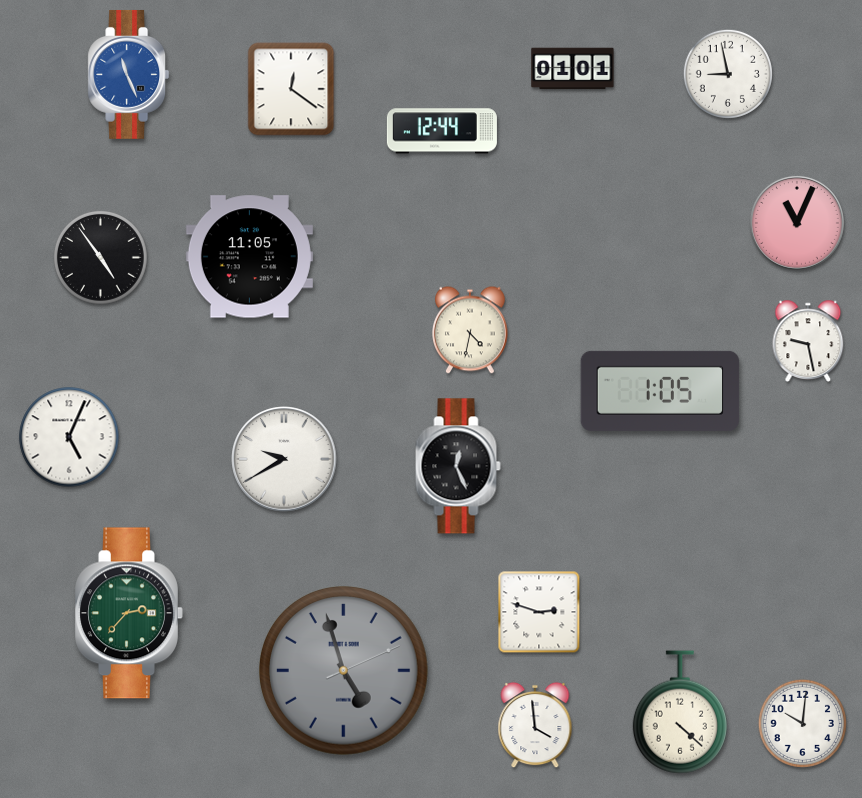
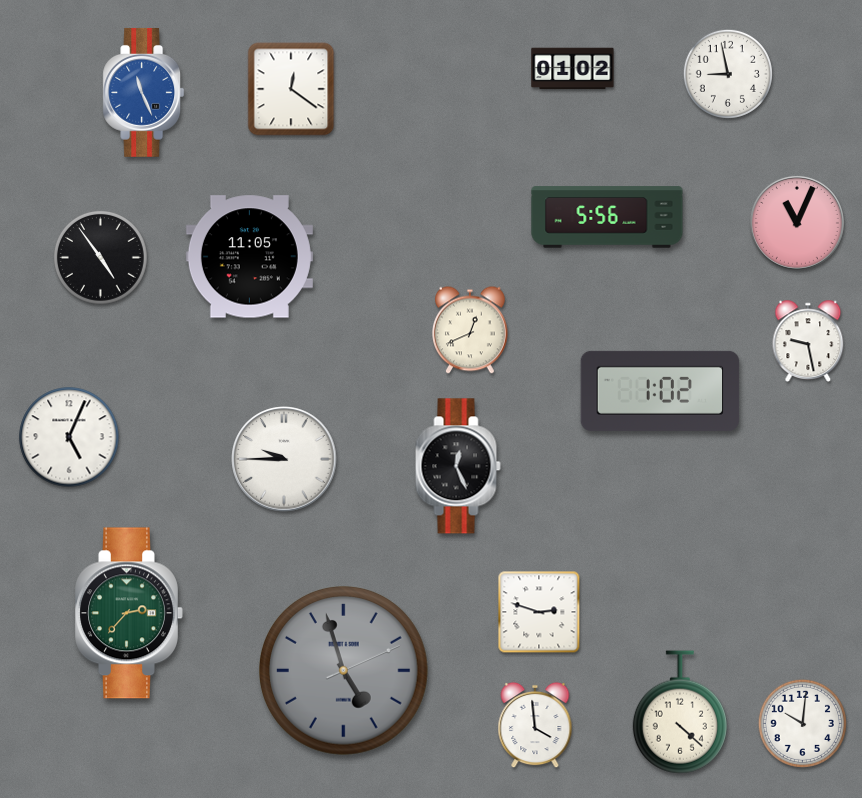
clock at (573, 69): 01:01 -> 01:02
clock at (129, 74) position: (129, 74) -> (144, 92)
clock at (442, 131): 12:44 -> none
clock at (607, 217): none -> 5:56
clock at (471, 330): 4:32 -> 12:41
clock at (660, 391): 1:05 -> 1:02
clock at (284, 459): 9:40 -> 9:45
